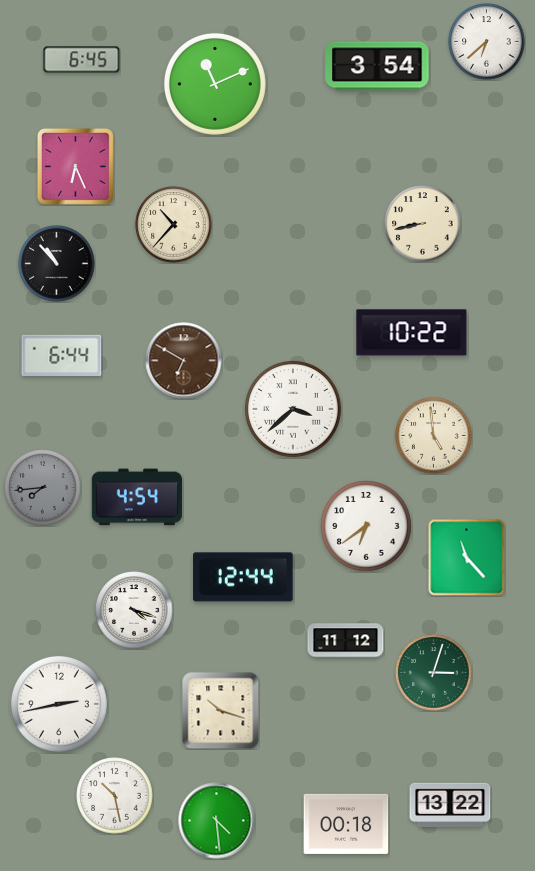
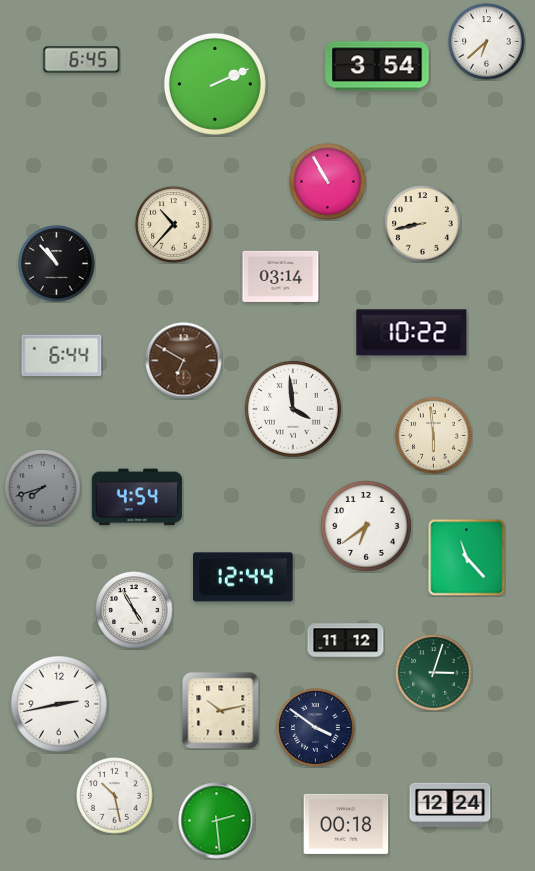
clock at (215, 84): 11:11 -> 2:11
clock at (75, 166): 6:26 -> none
clock at (328, 182): none -> 10:55
clock at (281, 276): none -> 03:14
clock at (293, 409): 3:38 -> 3:59
clock at (434, 436): 4:59 -> 5:59
clock at (43, 488): 7:44 -> 7:42
clock at (134, 610): 4:18 -> 4:55
clock at (221, 711): 10:18 -> 10:13
clock at (316, 728): none -> 3:51
clock at (450, 804): 13:22 -> 12:24
clock at (217, 821): 4:29 -> 2:29
